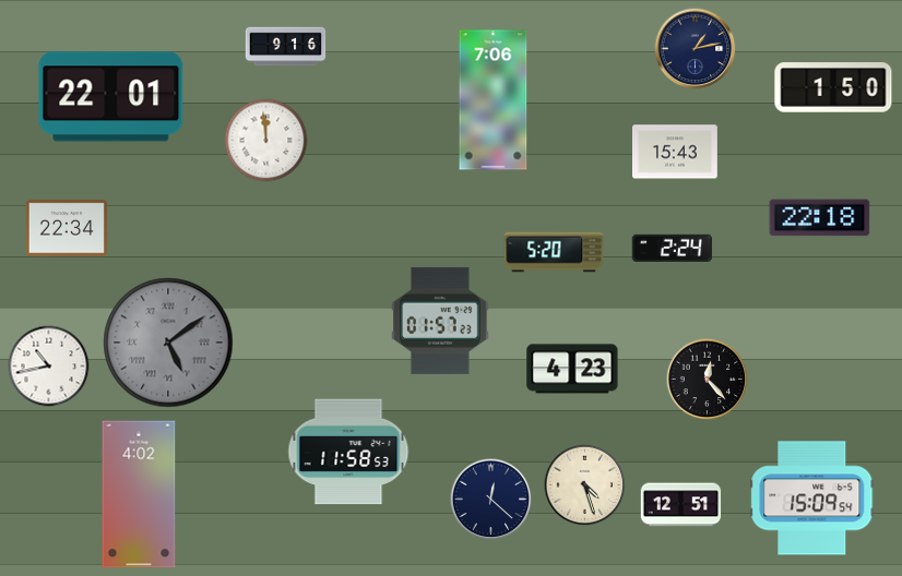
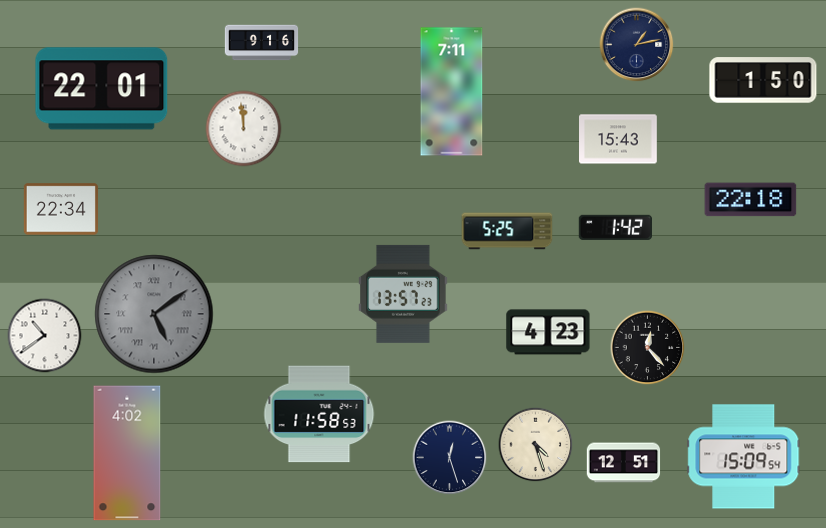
clock at (494, 100): 7:06 -> 7:11
clock at (672, 248): 2:24 -> 1:42
clock at (554, 252): 5:20 -> 5:25
clock at (440, 321): 01:57 -> 13:57
clock at (49, 367): 10:43 -> 10:39
clock at (572, 369) position: (572, 369) -> (548, 332)
clock at (491, 500): 12:22 -> 12:27
